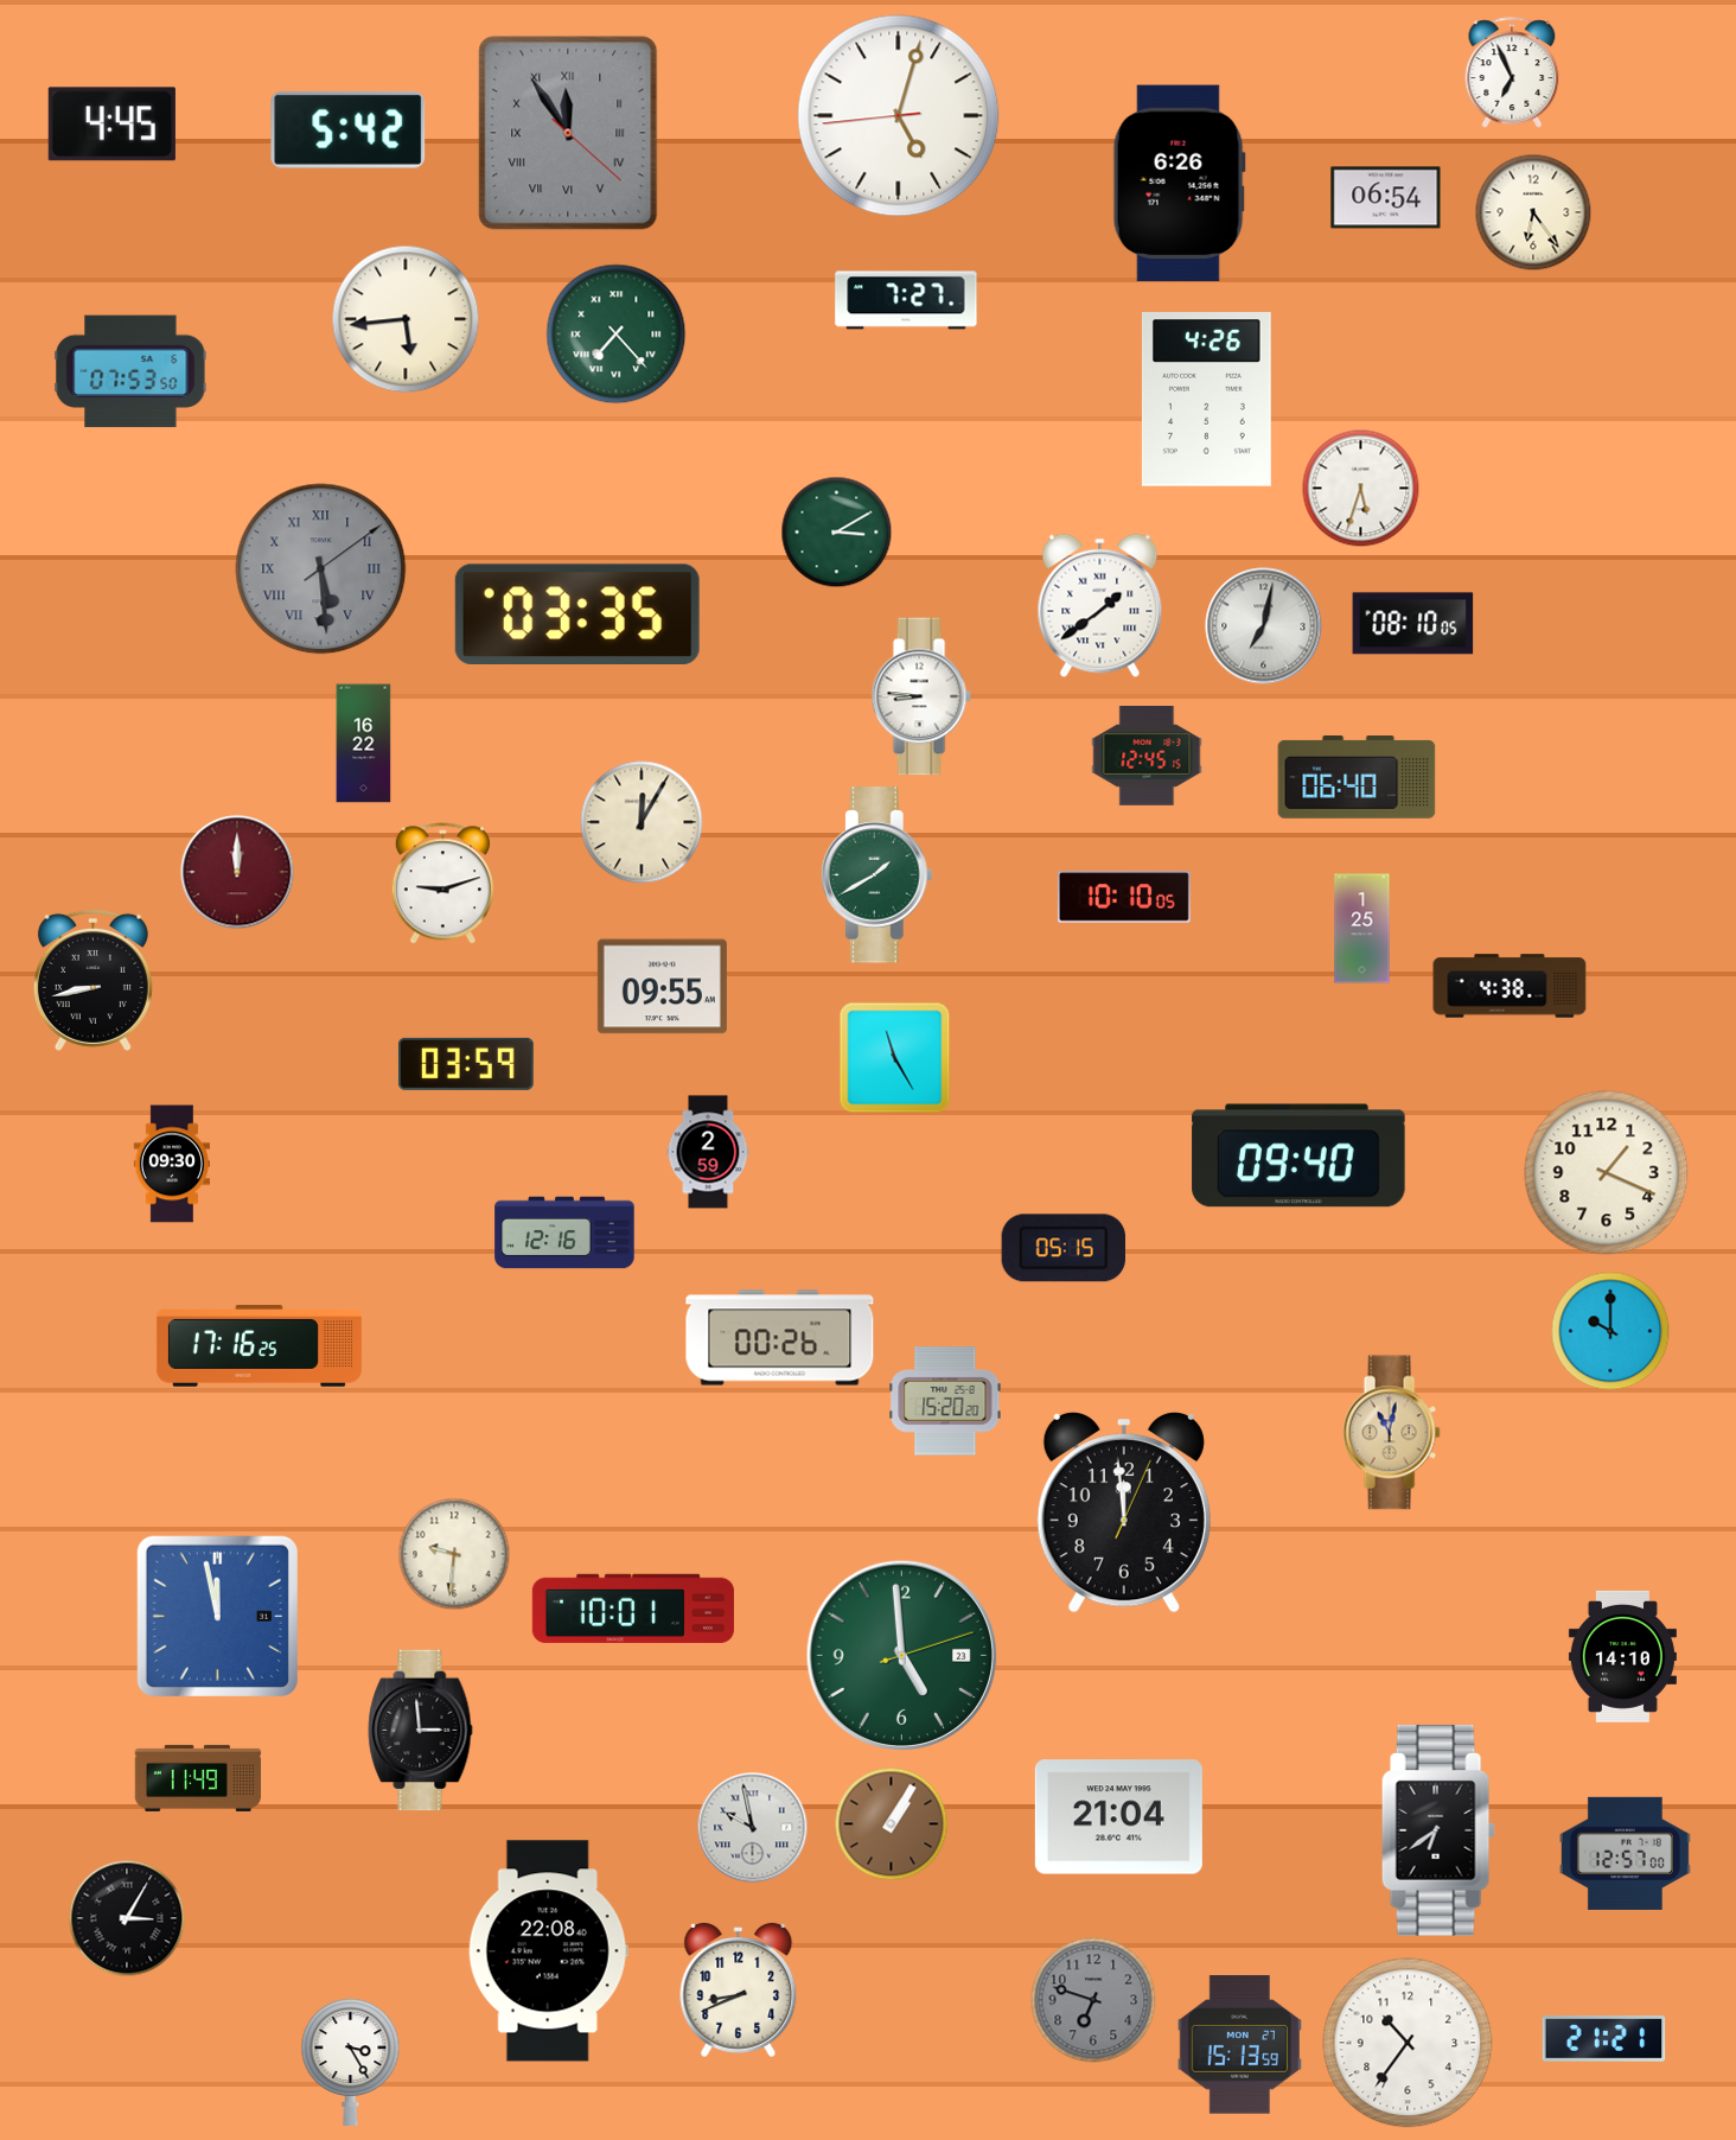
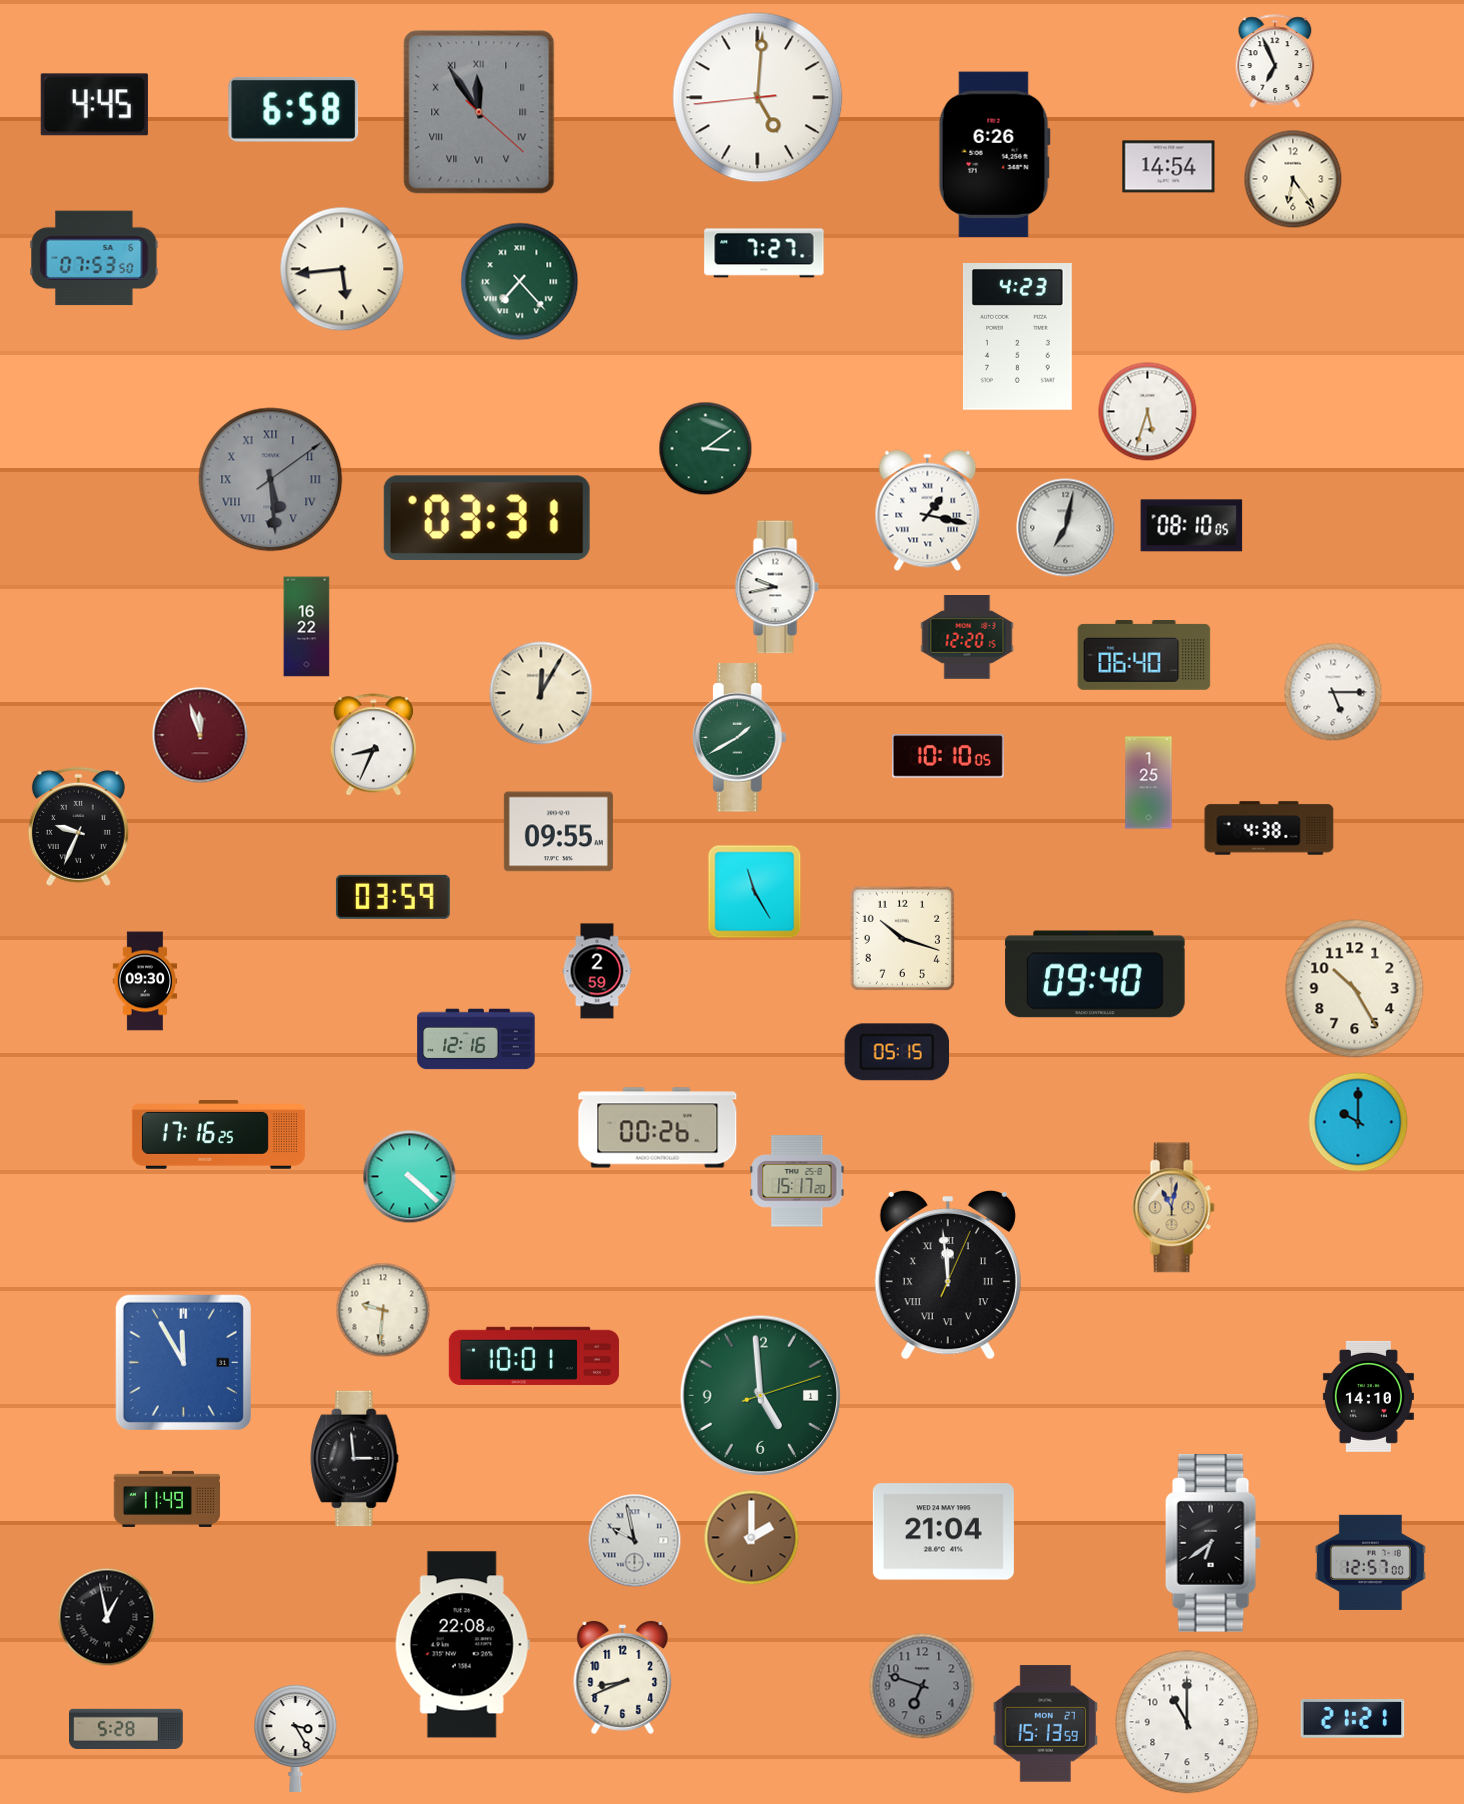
clock at (899, 116): 5:02 -> 5:00
clock at (349, 129): 5:42 -> 6:58
clock at (1386, 198): 06:54 -> 14:54
clock at (130, 371) position: (130, 371) -> (94, 258)
clock at (1206, 400): 4:26 -> 4:23
clock at (837, 533): 3:10 -> 3:09
clock at (1100, 606): 1:39 -> 1:17
clock at (577, 613): 03:35 -> 03:31
clock at (921, 696): 8:46 -> 9:43
clock at (1147, 757): 12:45 -> 12:20
clock at (1333, 692): none -> 5:15
clock at (237, 872): 12:00 -> 11:57
clock at (442, 884): 9:12 -> 8:34
clock at (92, 980): 8:43 -> 9:34
clock at (1510, 986) position: (1510, 986) -> (1269, 828)
clock at (902, 938): none -> 10:18
clock at (1607, 1173): 1:19 -> 10:25
clock at (410, 1177): none -> 4:22
clock at (945, 1401): 15:20 -> 15:17
clock at (1124, 1512) numerals: Arabic -> Roman
clock at (217, 1616): 11:58 -> 11:55
clock at (901, 1655) date: 23 -> 1
clock at (892, 1824): 1:05 -> 2:00
clock at (127, 1918): 3:05 -> 12:58
clock at (1408, 2043): 10:36 -> 11:00
clock at (126, 1728): none -> 5:28
